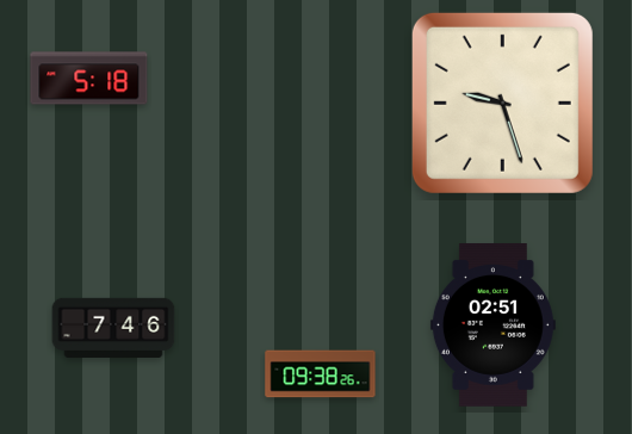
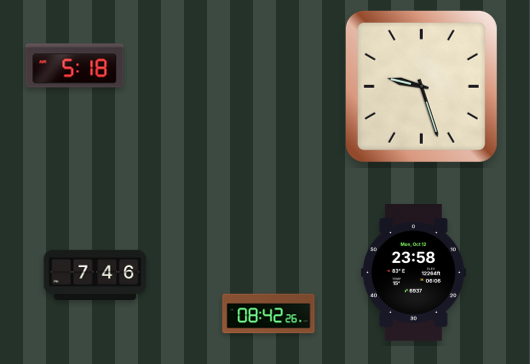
clock at (492, 325): 02:51 -> 23:58
clock at (321, 374): 09:38 -> 08:42
